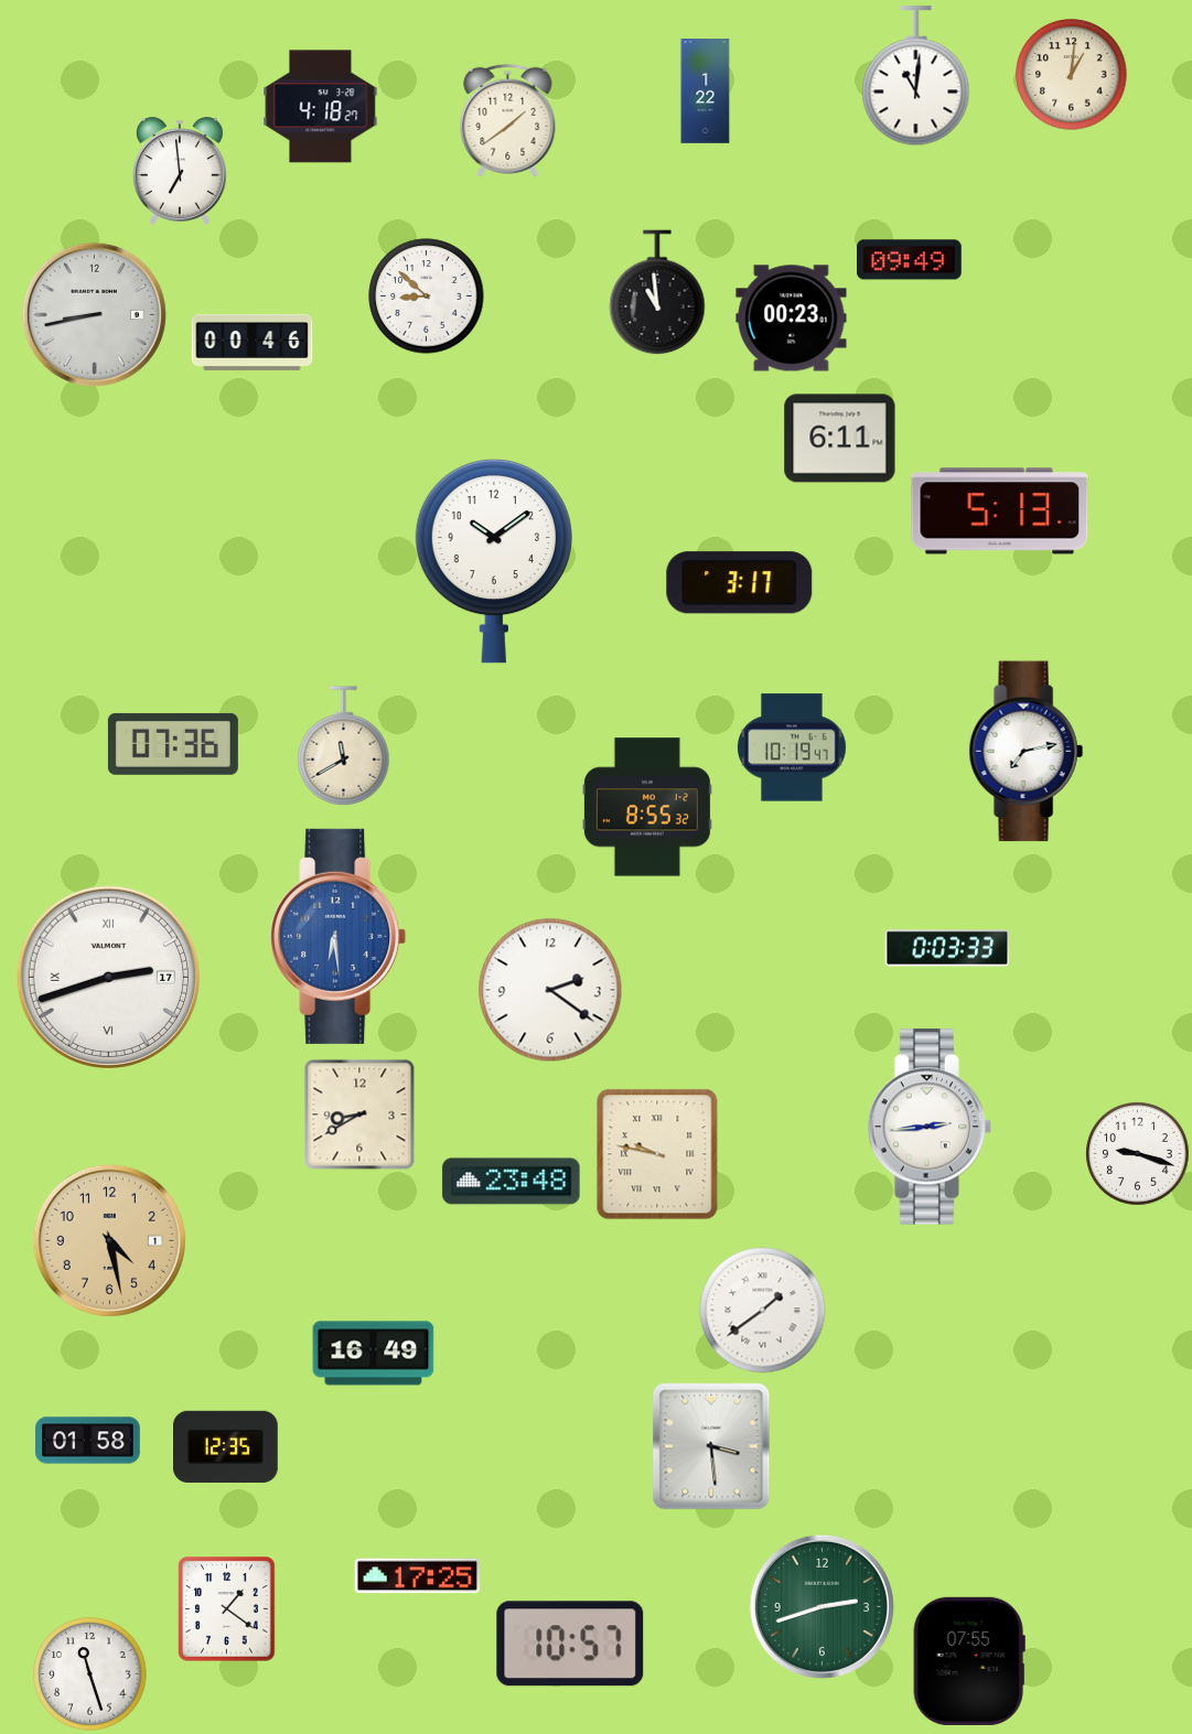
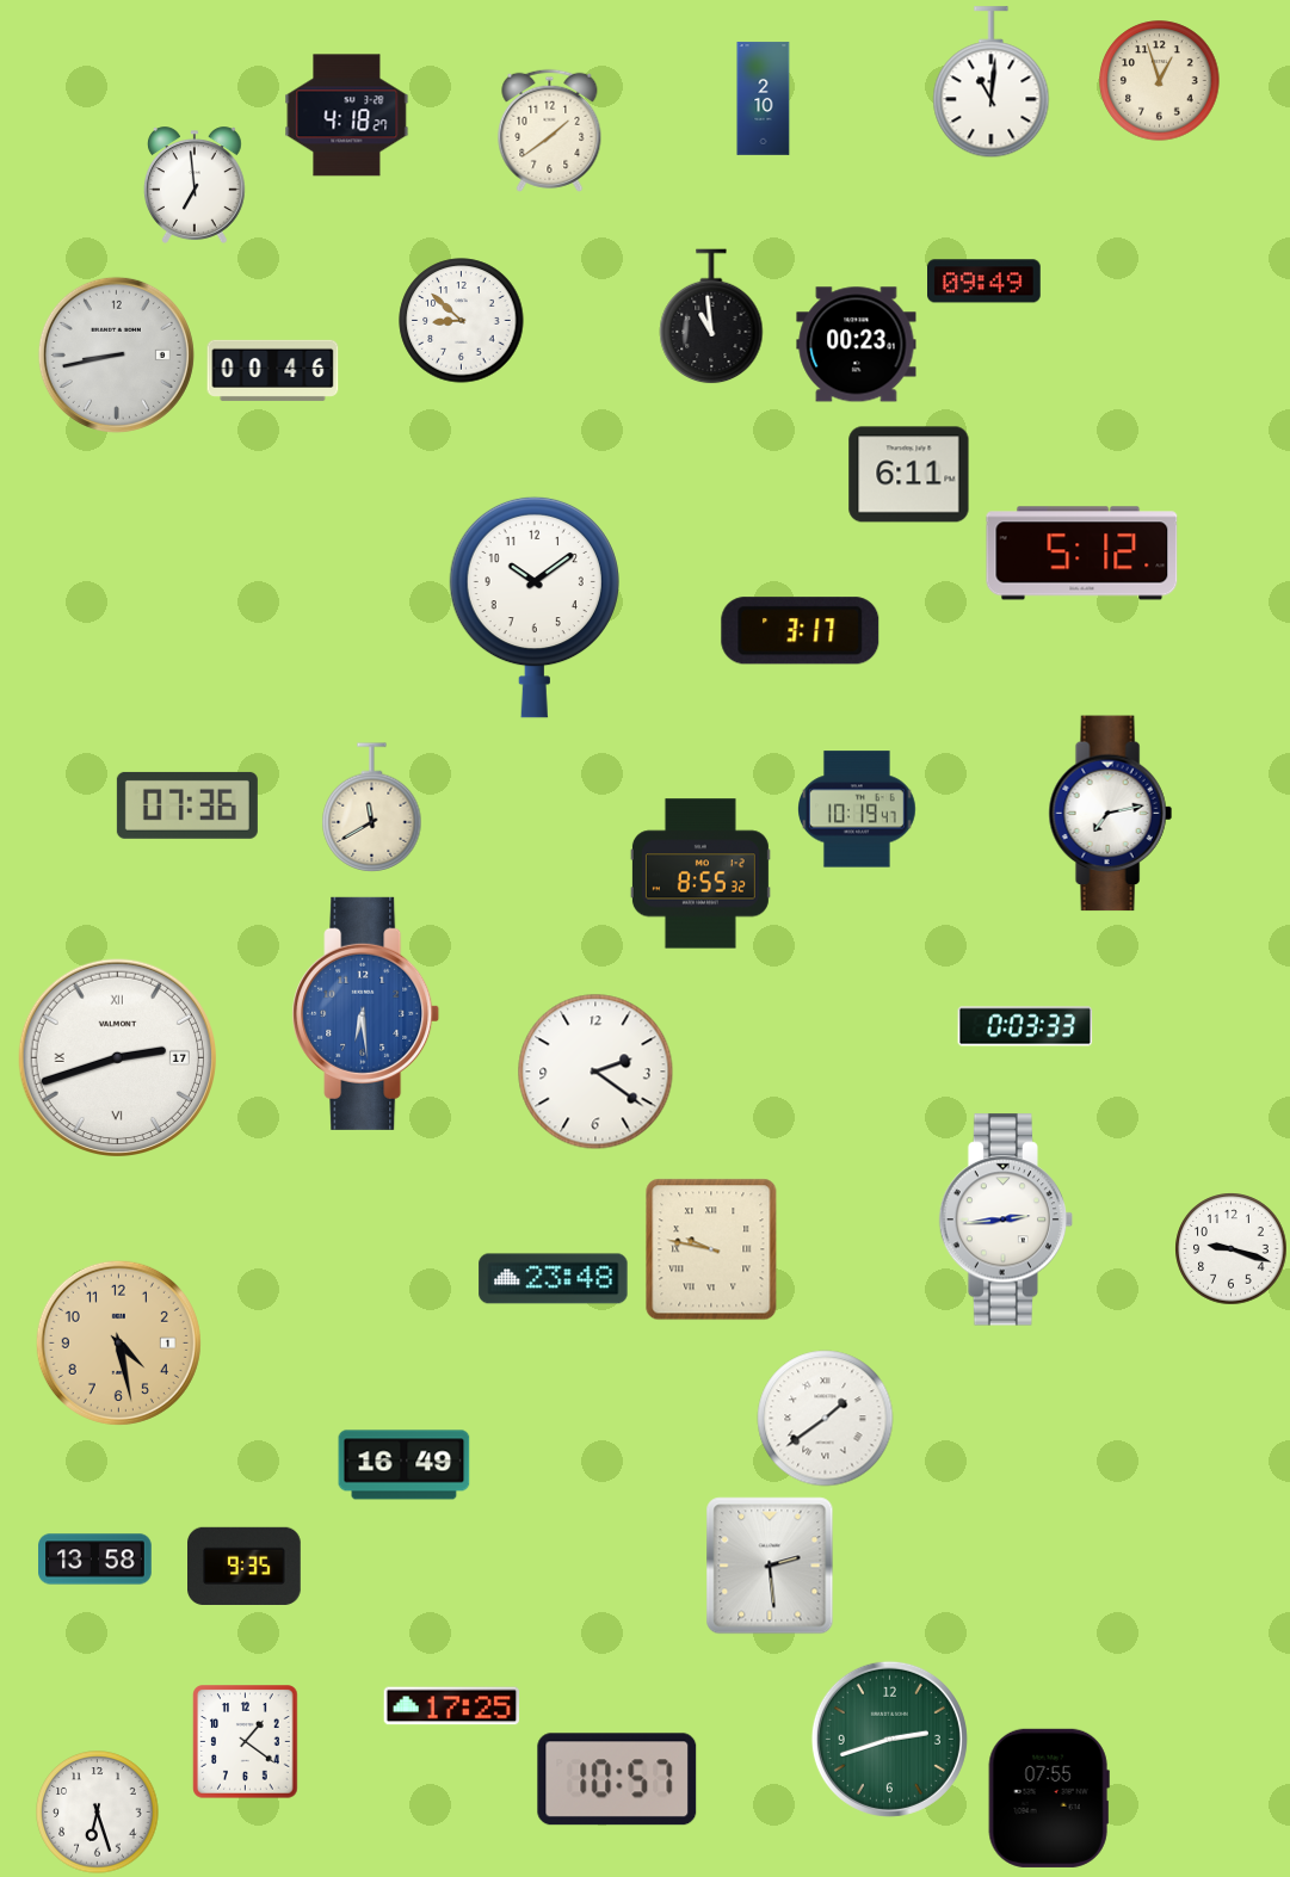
clock at (1072, 75): 1:01 -> 12:57
clock at (706, 91): 1:22 -> 2:10
clock at (94, 314) position: (94, 314) -> (116, 354)
clock at (1000, 511): 5:13 -> 5:12
clock at (359, 1114): 8:40 -> none
clock at (88, 1441): 01:58 -> 13:58
clock at (226, 1446): 12:35 -> 9:35
clock at (711, 1446): 3:29 -> 2:29
clock at (90, 1674): 11:27 -> 6:27
